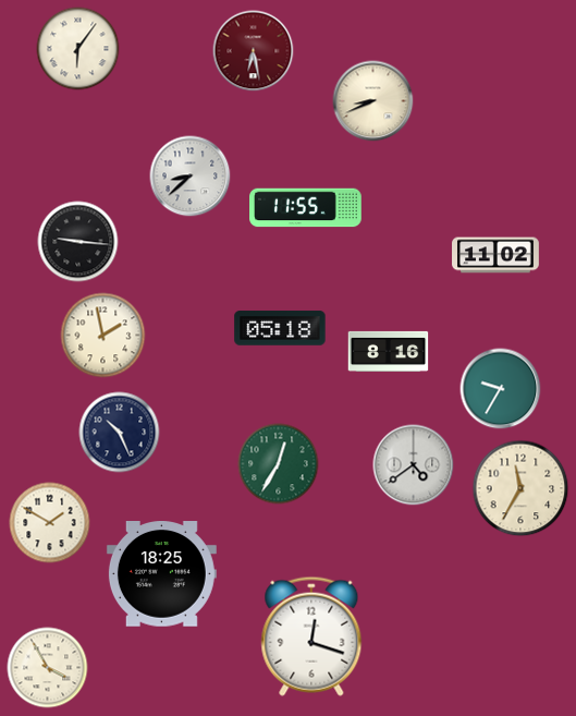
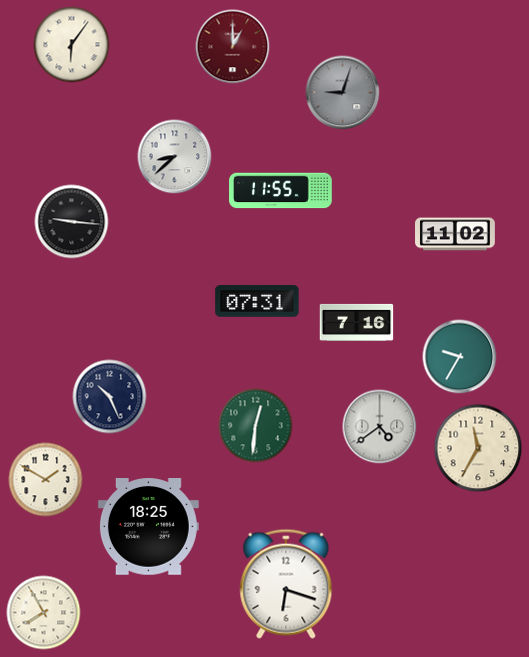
clock at (254, 51): 6:28 -> 1:00
clock at (373, 101): 8:41 -> 9:03
clock at (373, 101) dial: cream -> grey
clock at (191, 177) position: (191, 177) -> (175, 157)
clock at (280, 328): 05:18 -> 07:31
clock at (103, 336): 1:58 -> none
clock at (389, 351): 8:16 -> 7:16
clock at (279, 464): 12:35 -> 12:31
clock at (311, 636): 12:18 -> 6:18
clock at (48, 668): 3:55 -> 7:55
